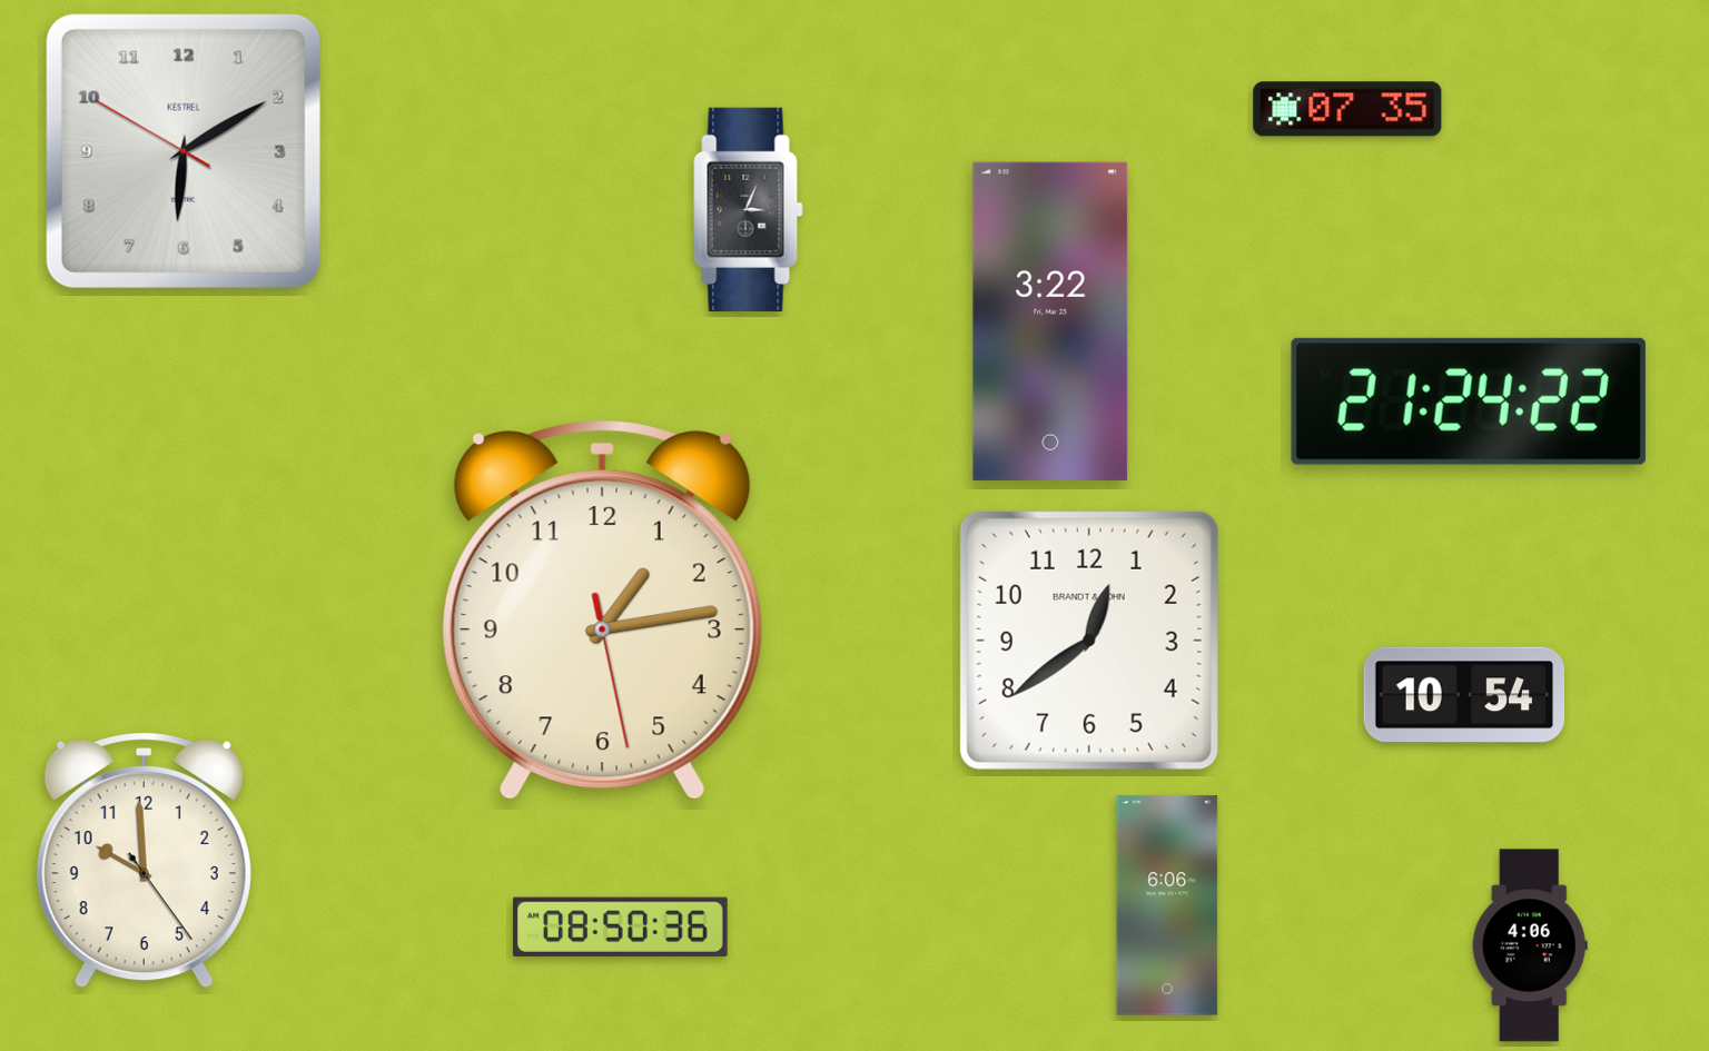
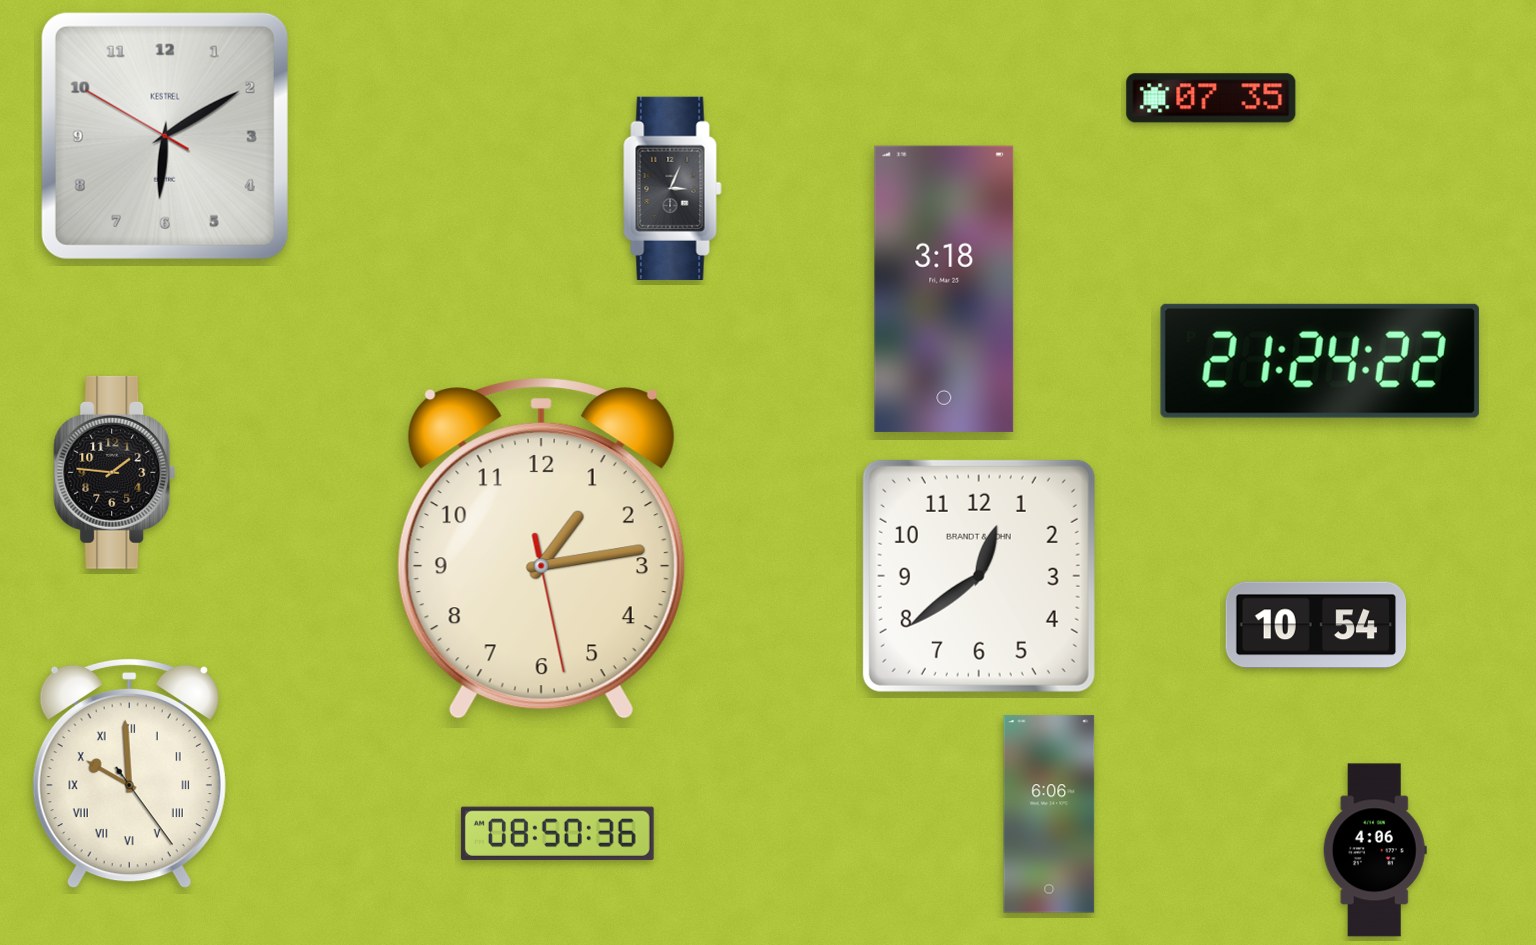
clock at (1050, 321): 3:22 -> 3:18
clock at (115, 472): none -> 1:46
clock at (144, 860) numerals: Arabic -> Roman
